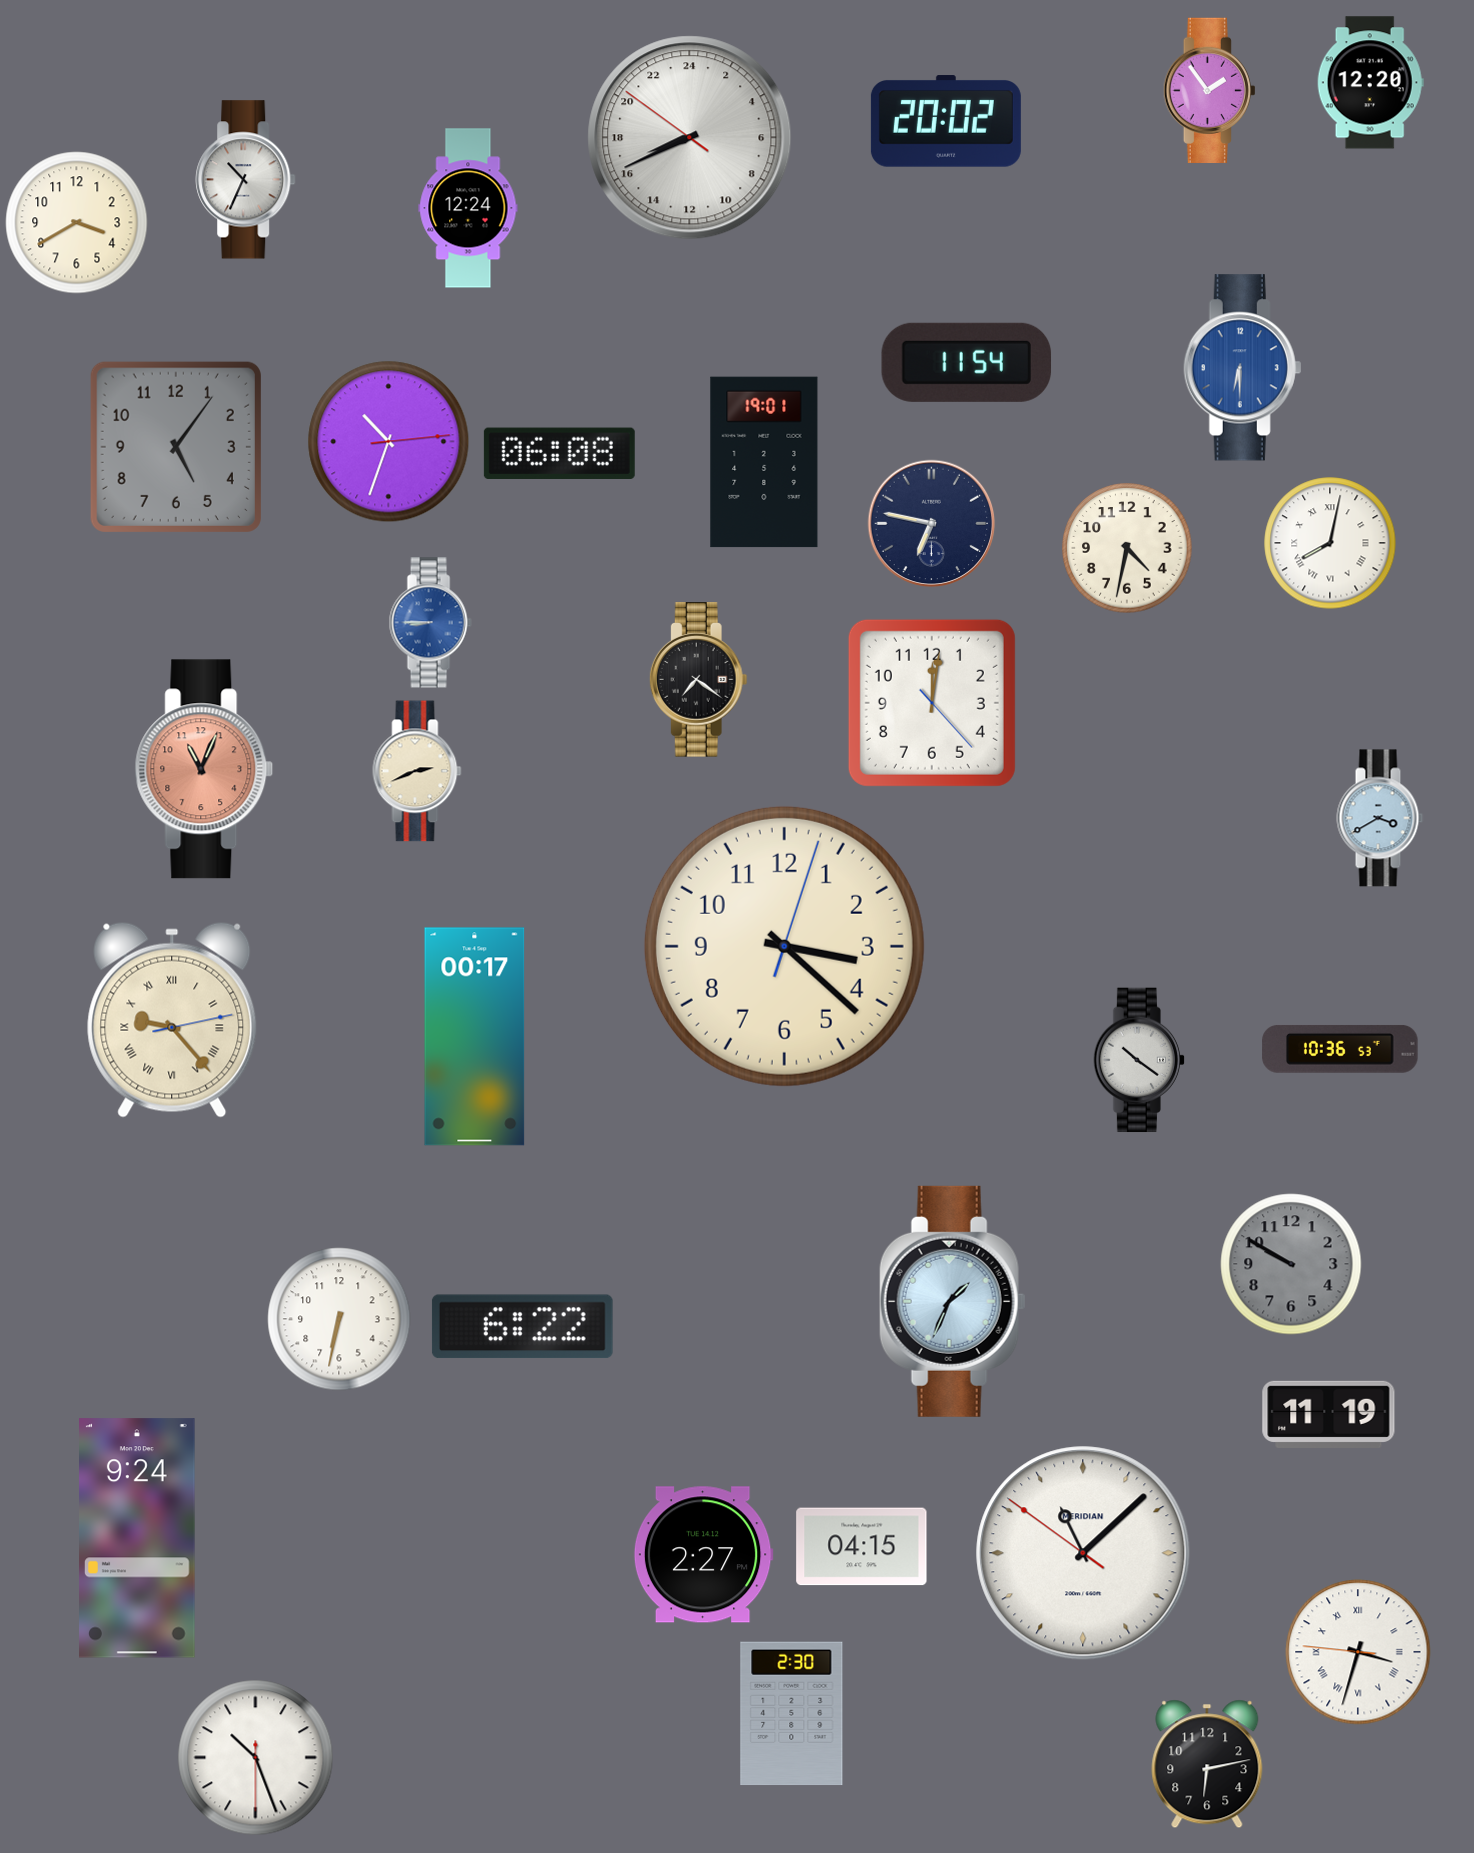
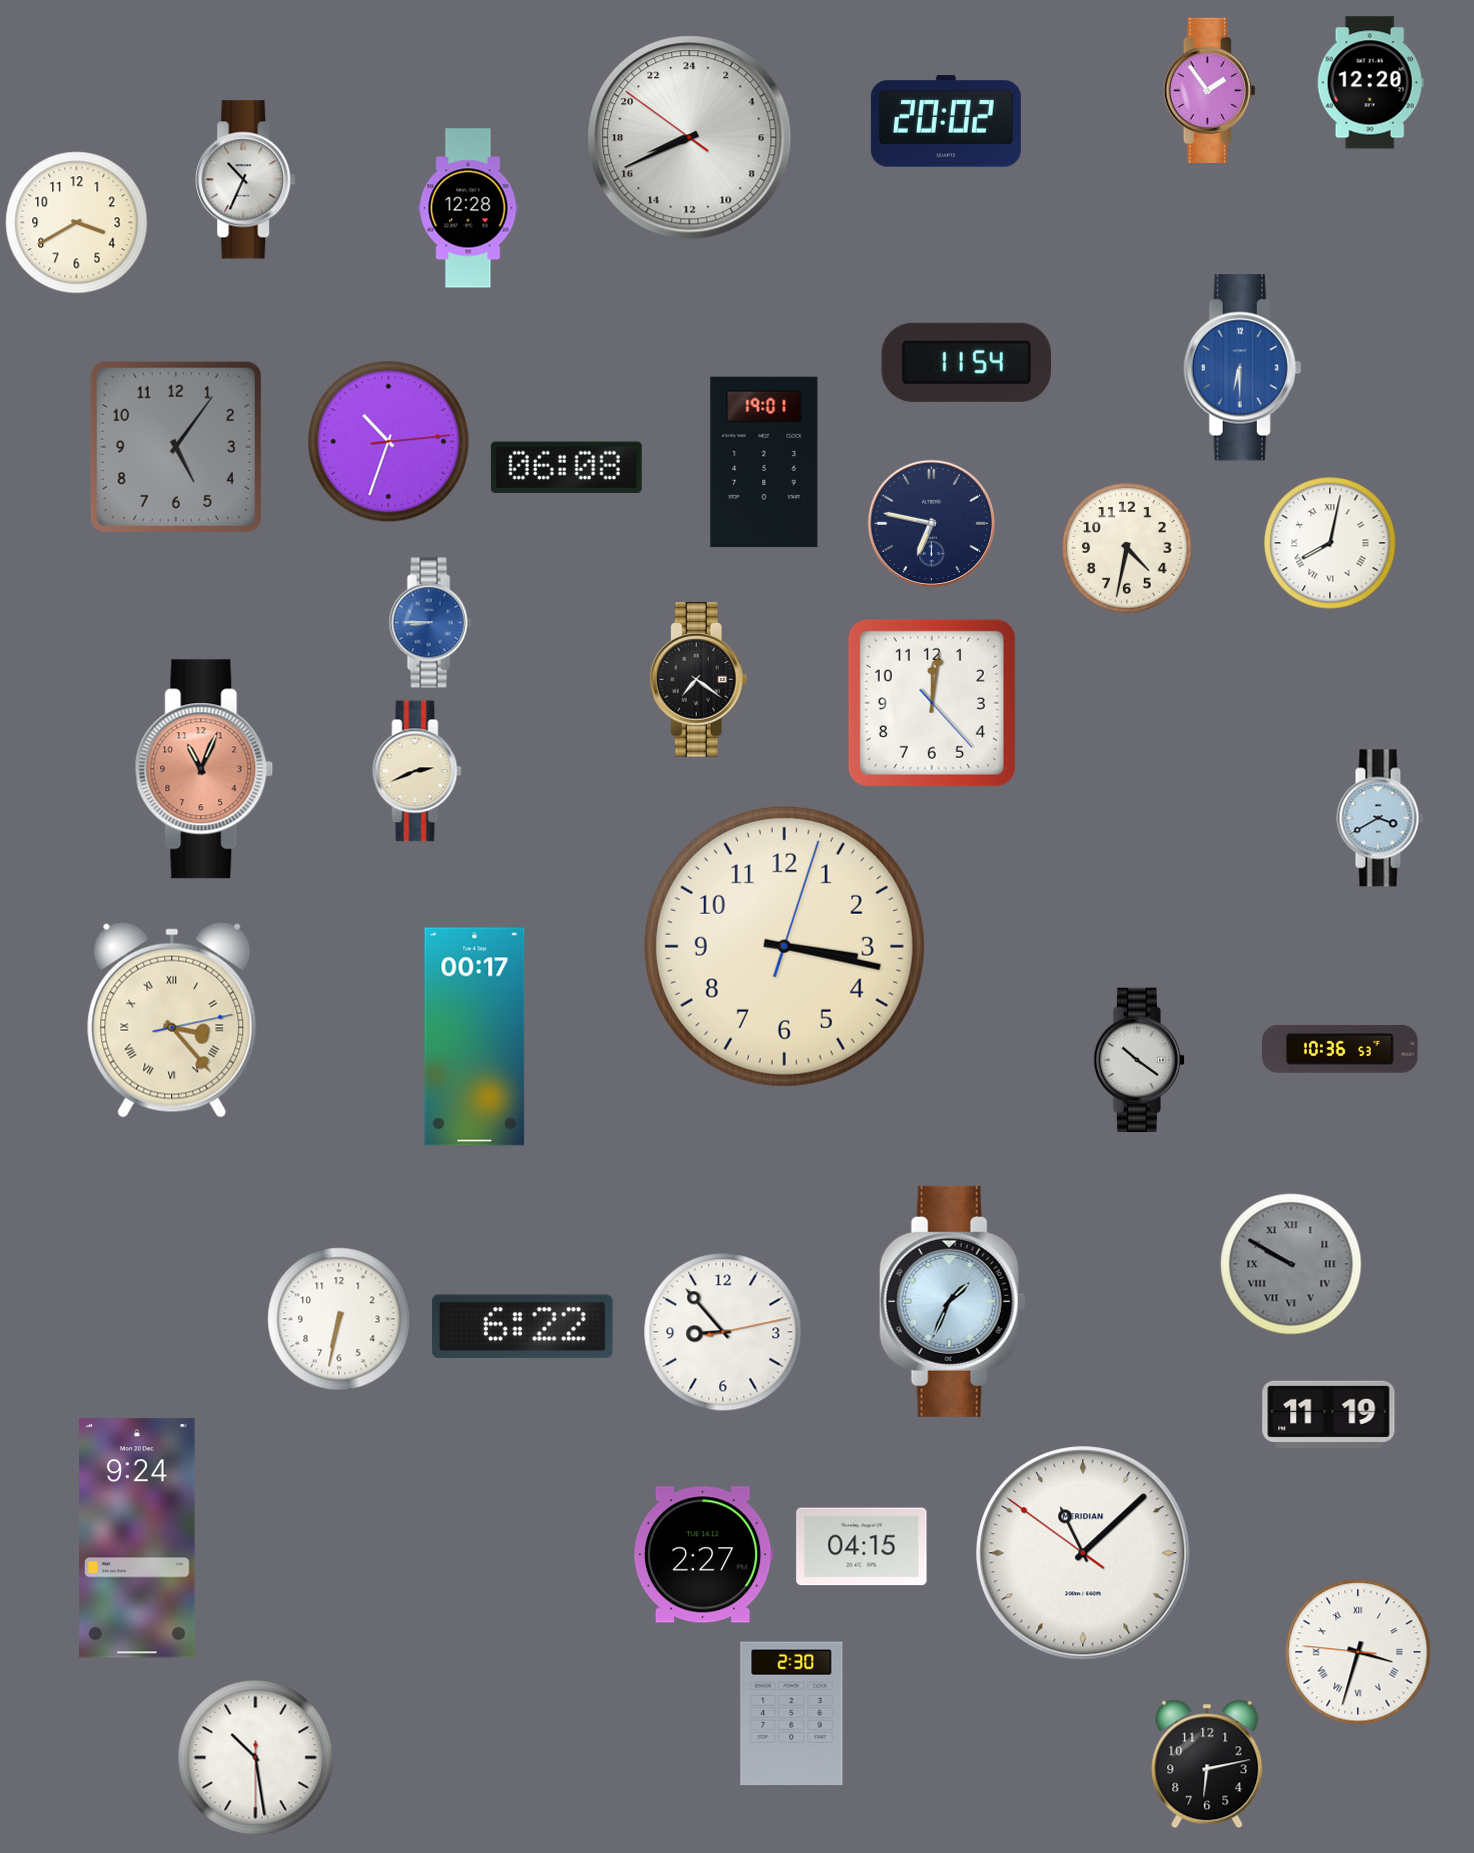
clock at (468, 208): 12:24 -> 12:28
clock at (559, 454) position: (559, 454) -> (566, 468)
clock at (784, 946): 3:22 -> 3:17
clock at (172, 1020): 9:23 -> 3:23
clock at (1291, 1264) numerals: Arabic -> Roman
clock at (723, 1332): none -> 8:53
clock at (256, 1758): 10:26 -> 10:28
